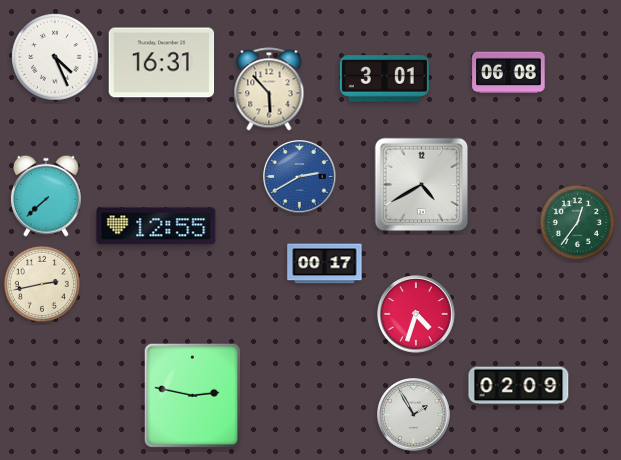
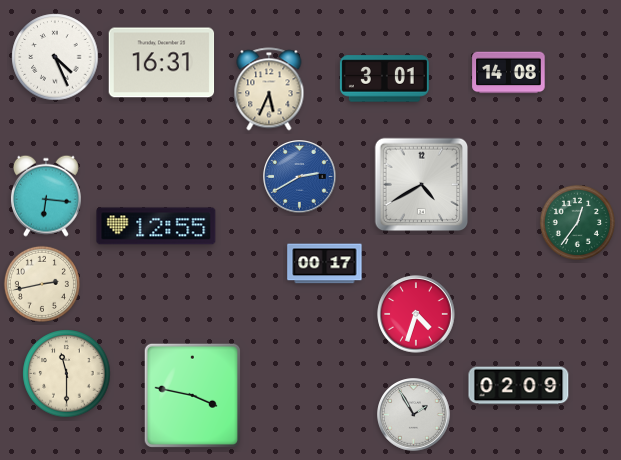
clock at (509, 73): 06:08 -> 14:08
clock at (269, 89): 5:53 -> 5:34
clock at (46, 196): 7:38 -> 6:16
clock at (67, 374): none -> 11:30
clock at (192, 395): 2:47 -> 3:47
